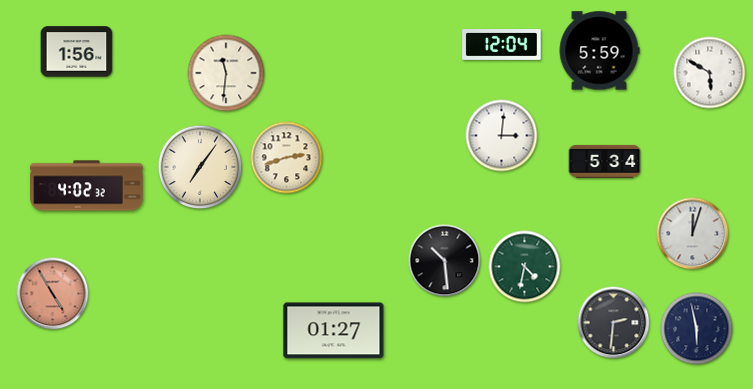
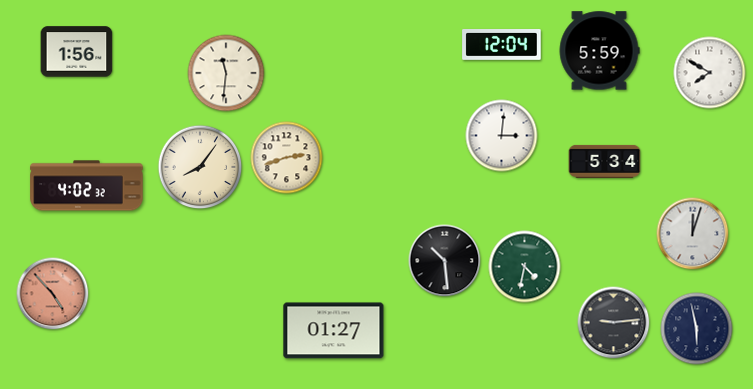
clock at (710, 73): 5:50 -> 7:50
clock at (200, 167): 7:06 -> 8:06
clock at (53, 294): 4:55 -> 4:53
clock at (614, 323): 2:31 -> 9:14
